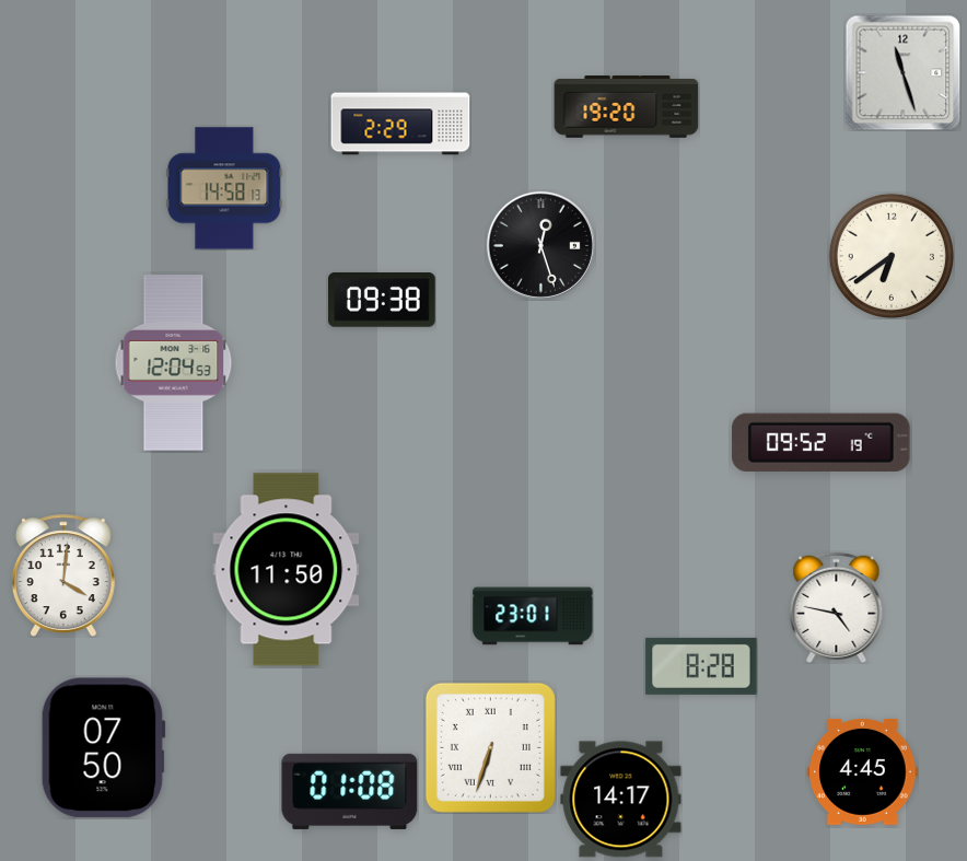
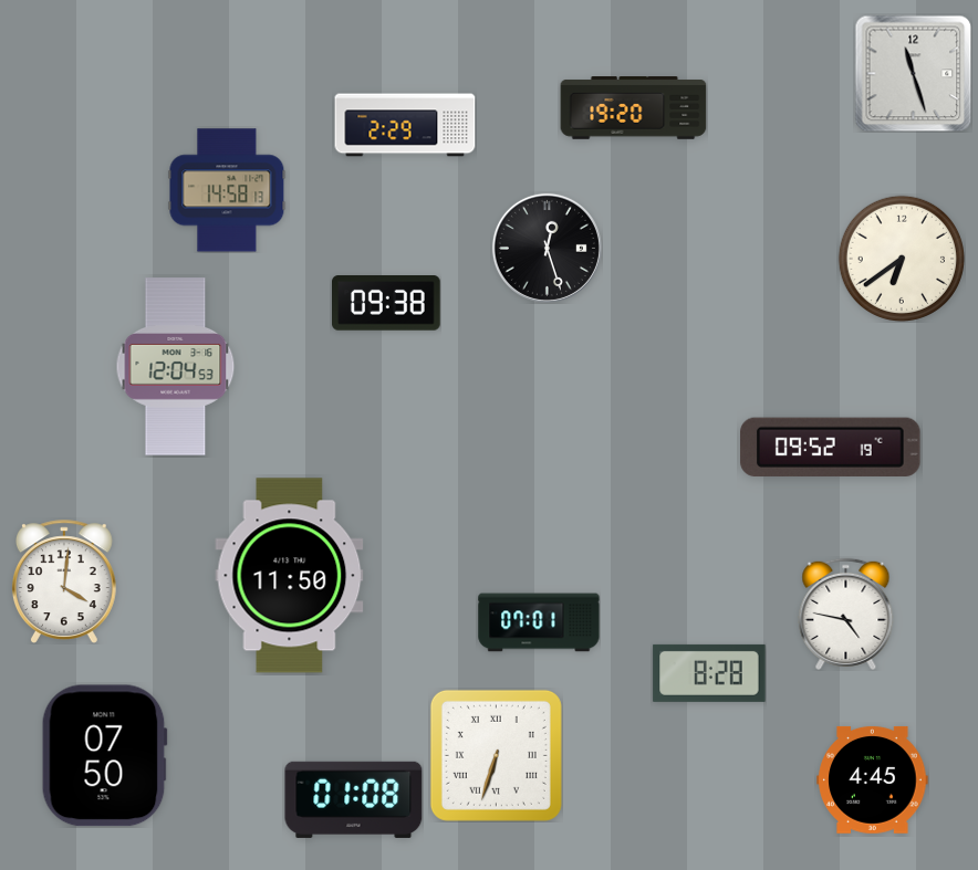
clock at (533, 616): 23:01 -> 07:01
clock at (621, 800): 14:17 -> none
